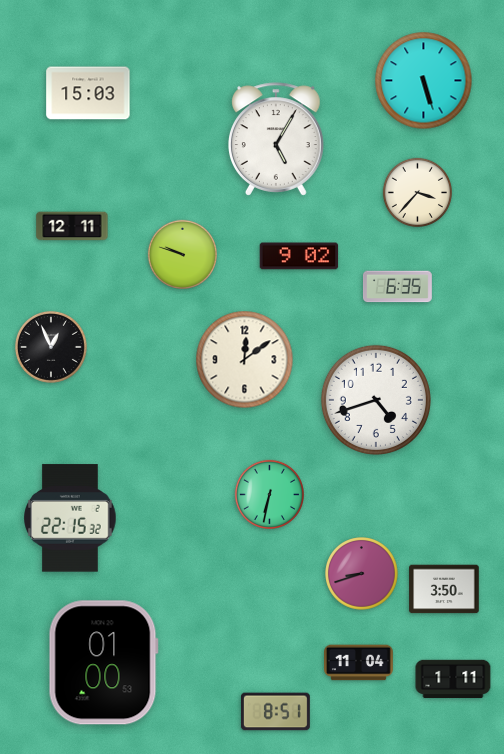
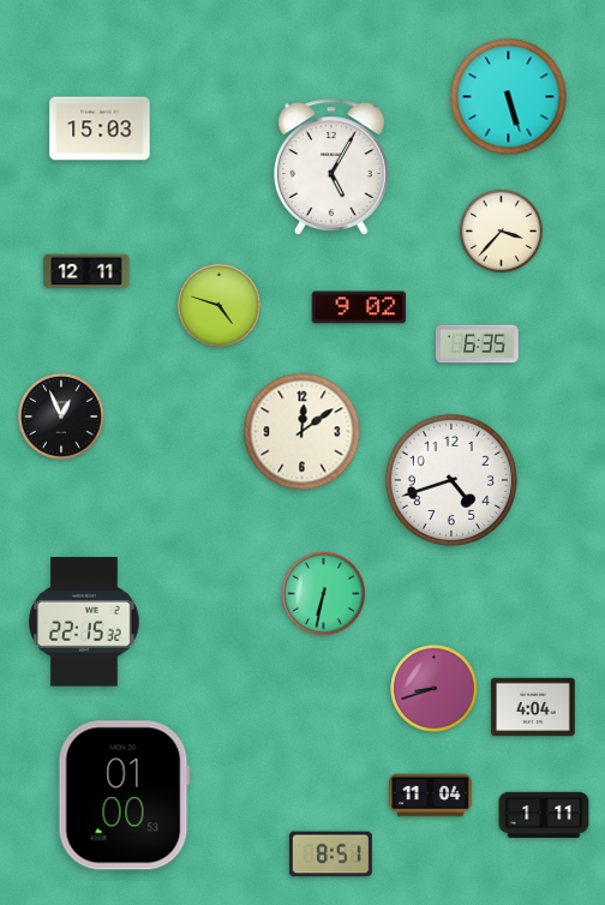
clock at (88, 93) position: (88, 93) -> (100, 128)
clock at (182, 254): 9:48 -> 4:48
clock at (245, 360) position: (245, 360) -> (302, 432)
clock at (444, 589): 3:50 -> 4:04
